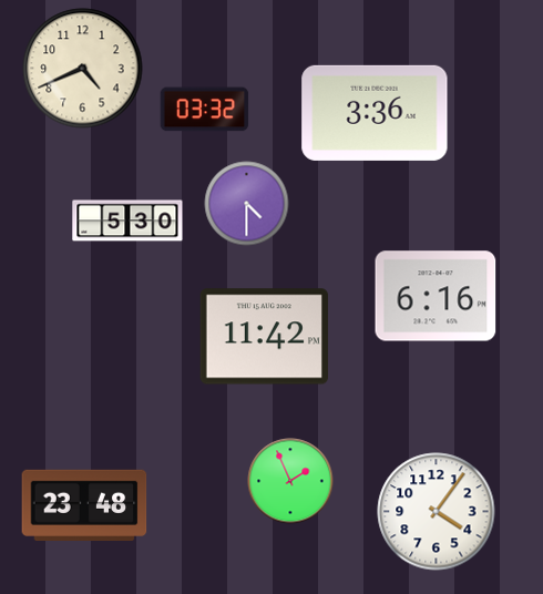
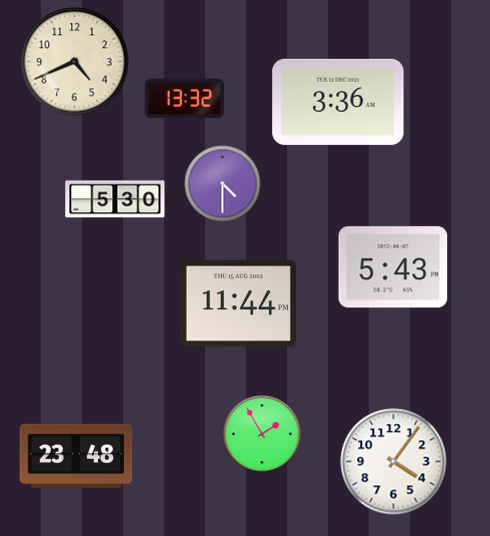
clock at (205, 110): 03:32 -> 13:32
clock at (436, 296): 6:16 -> 5:43
clock at (264, 337): 11:42 -> 11:44
clock at (290, 481): 1:56 -> 1:55
